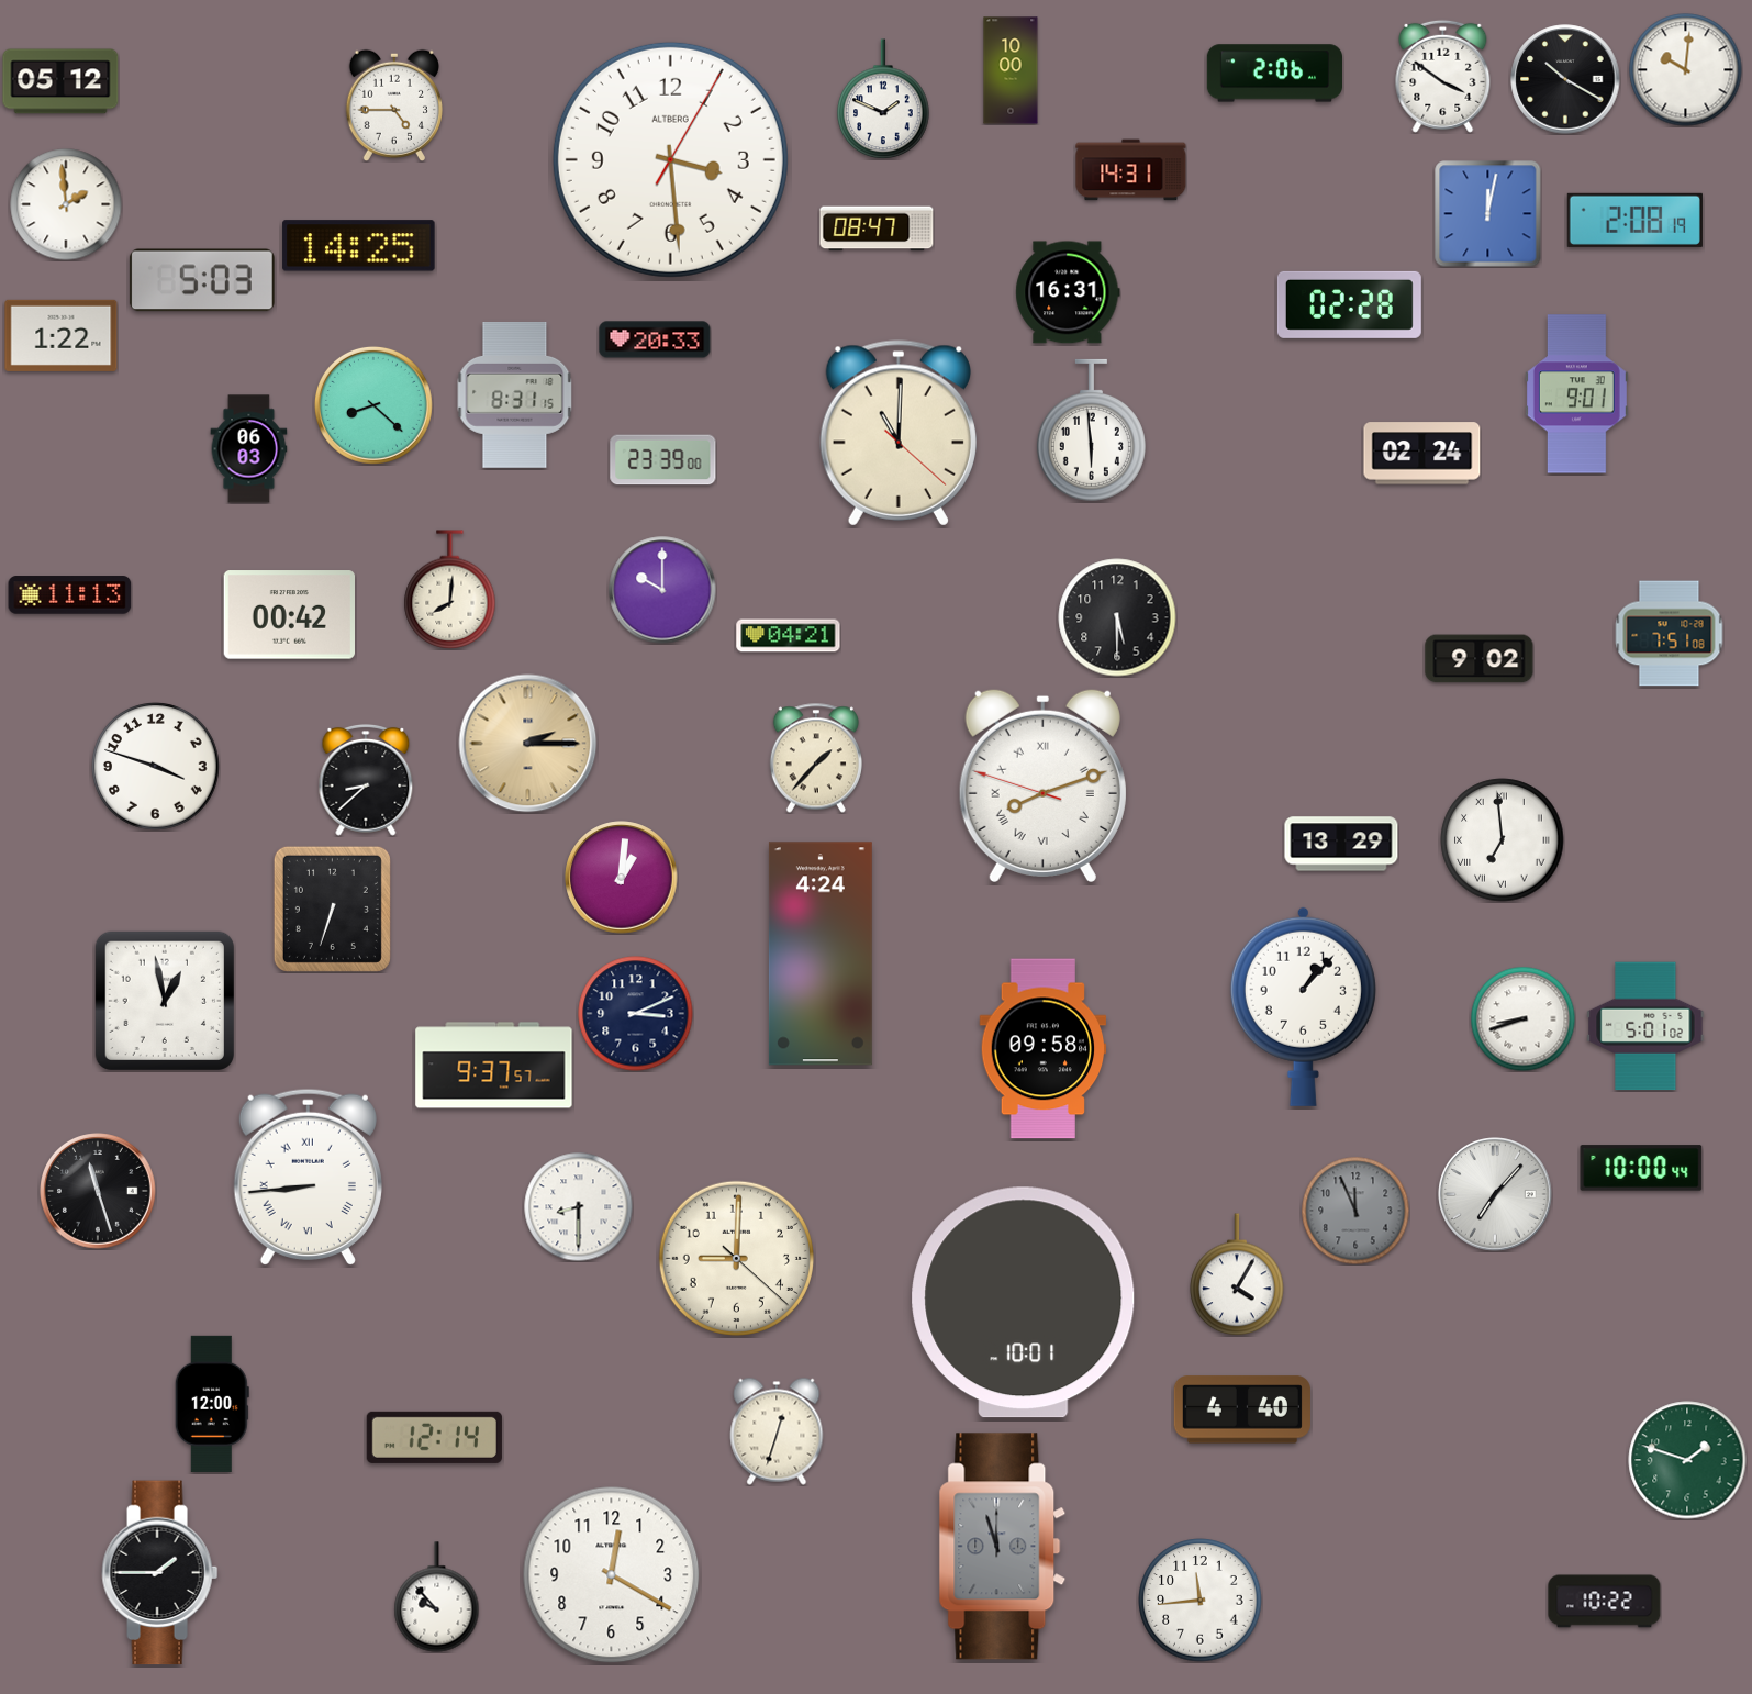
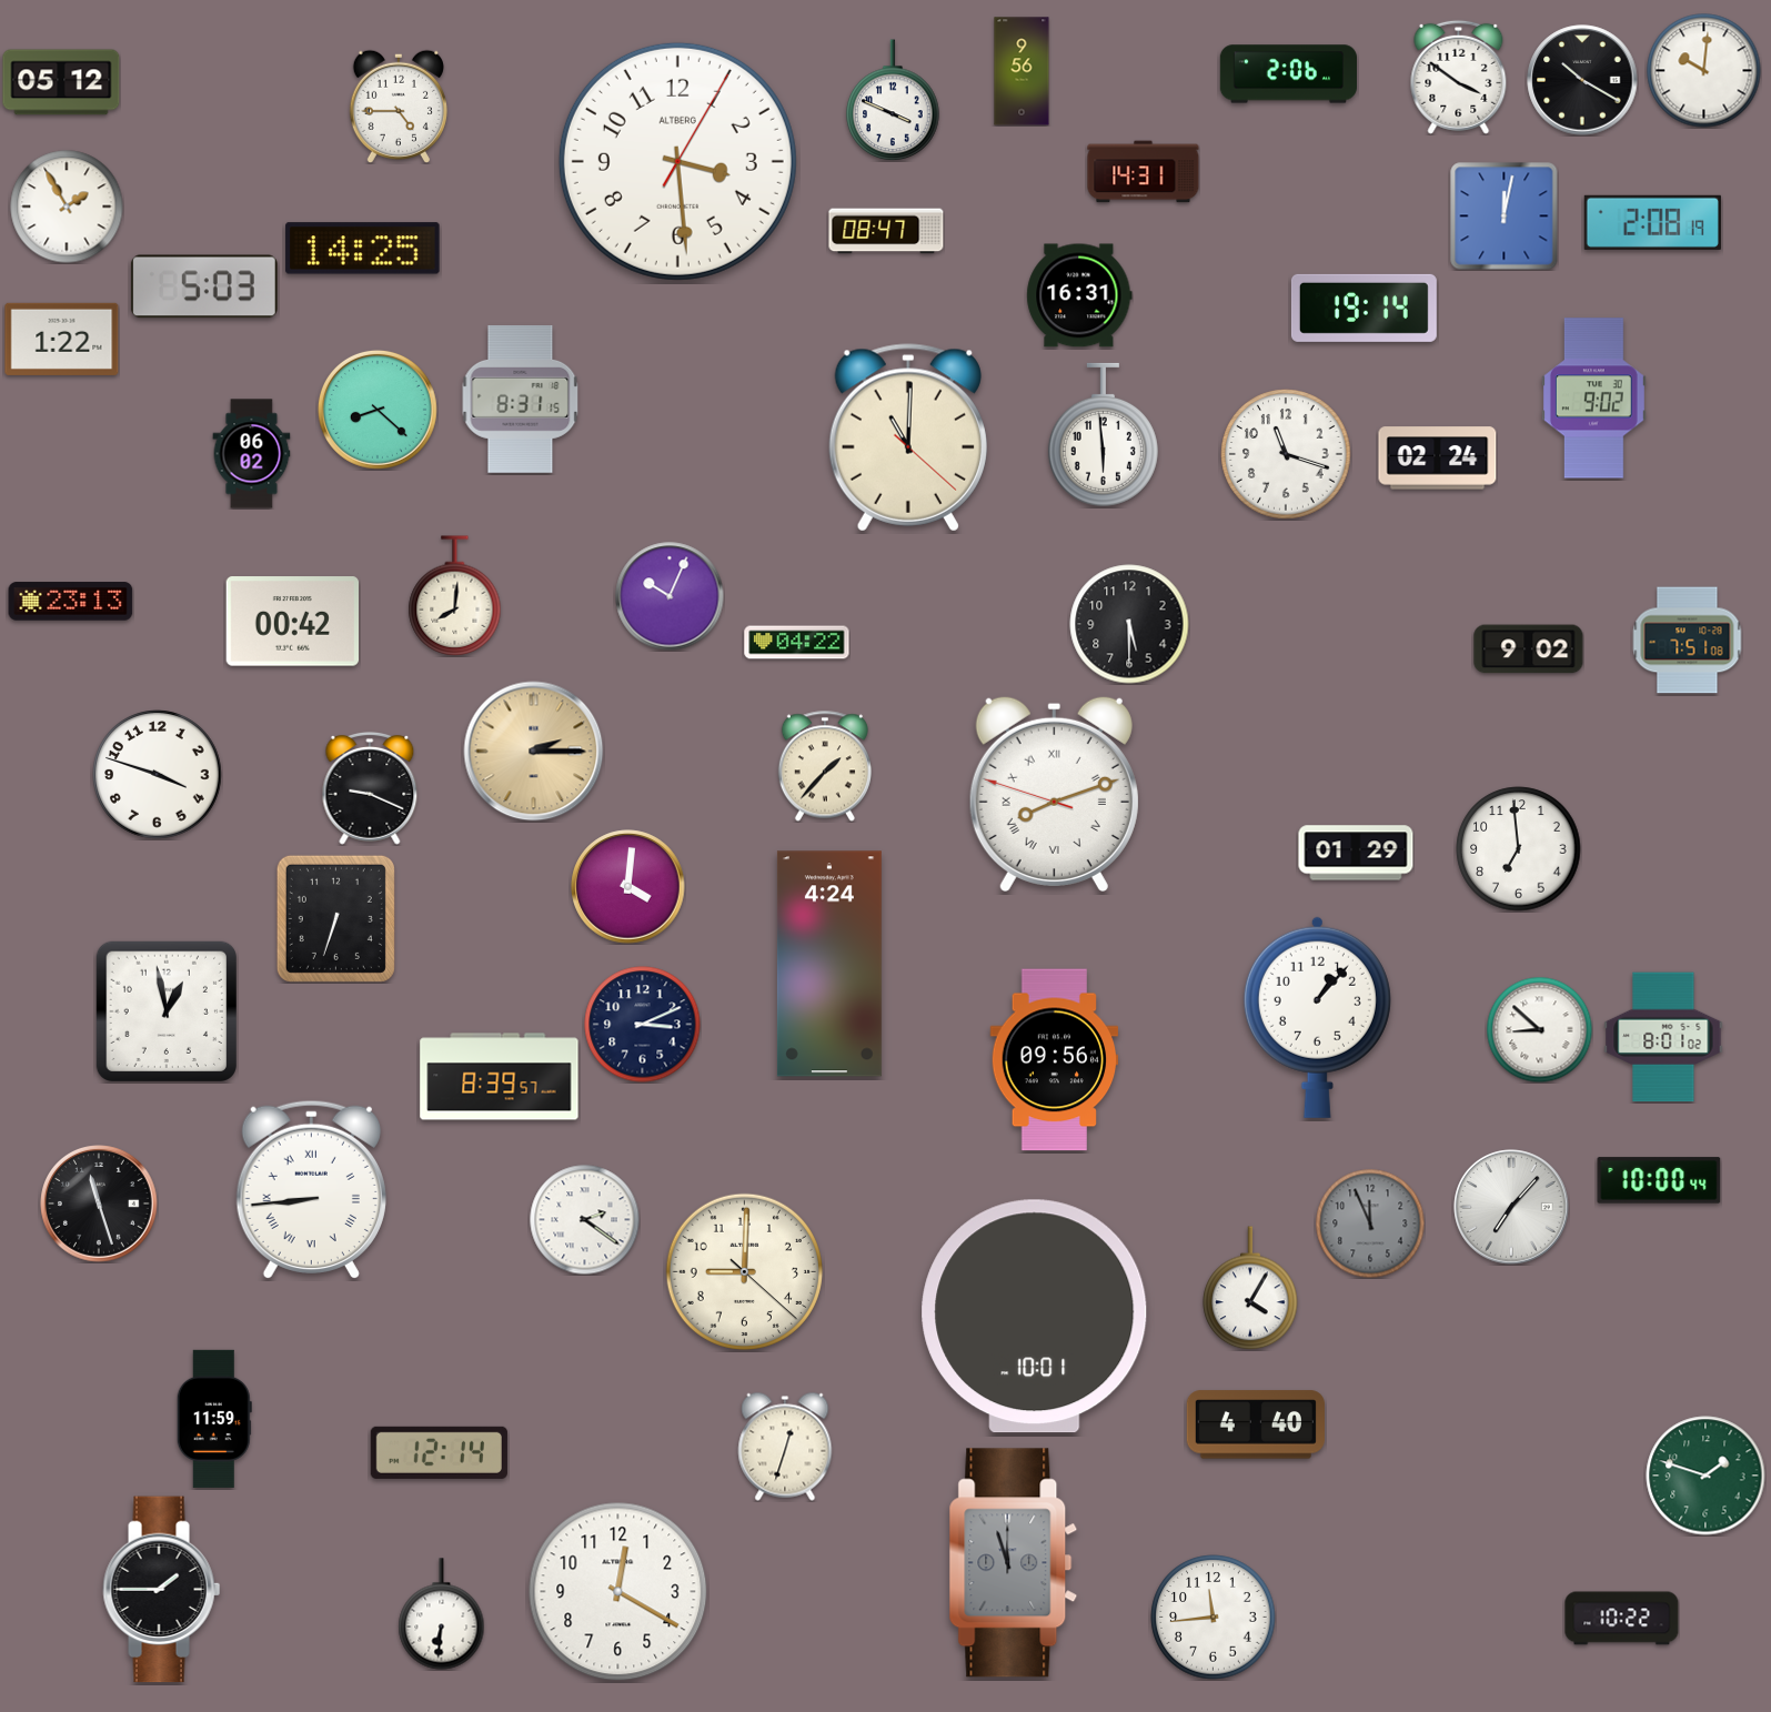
clock at (1011, 70): 10:00 -> 9:56
clock at (883, 99): 1:49 -> 3:49
clock at (66, 204): 1:59 -> 1:55
clock at (202, 280) position: (202, 280) -> (204, 286)
clock at (1349, 304): 02:28 -> 19:14
clock at (655, 339): 20:33 -> none
clock at (1576, 394): 9:01 -> 9:02
clock at (249, 449): 06:03 -> 06:02
clock at (1286, 454): none -> 11:18
clock at (663, 460): 23:39 -> none
clock at (662, 590): 10:00 -> 10:04
clock at (70, 595): 11:13 -> 23:13
clock at (789, 636): 04:21 -> 04:22
clock at (1480, 659) position: (1480, 659) -> (1529, 649)
clock at (366, 780): 8:38 -> 9:19
clock at (1503, 840) numerals: Roman -> Arabic
clock at (1341, 844): 13:29 -> 01:29
clock at (622, 878): 1:01 -> 4:01
clock at (1522, 1018): 8:42 -> 8:52
clock at (1645, 1026): 5:01 -> 8:01
clock at (1044, 1049): 09:58 -> 09:56
clock at (494, 1066): 9:37 -> 8:39
clock at (579, 1207): 8:30 -> 2:21
clock at (212, 1404): 12:00 -> 11:59
clock at (437, 1597): 9:53 -> 6:31
